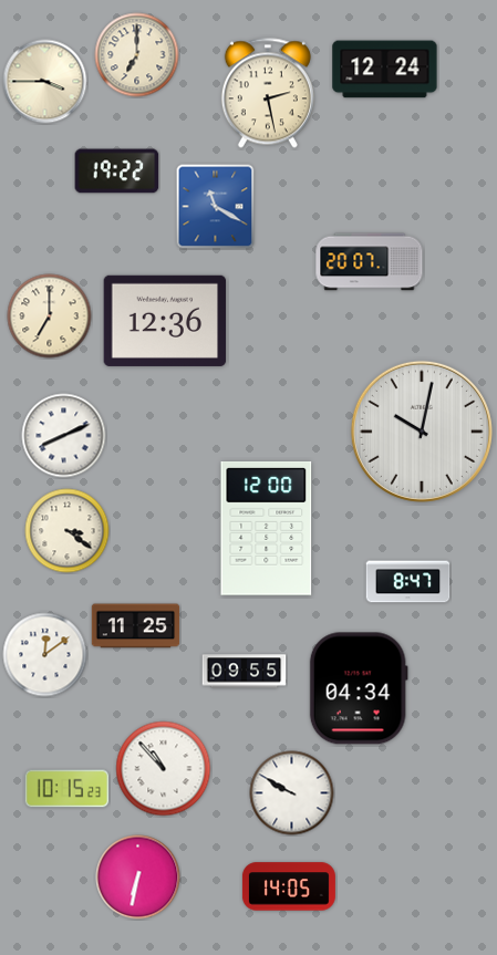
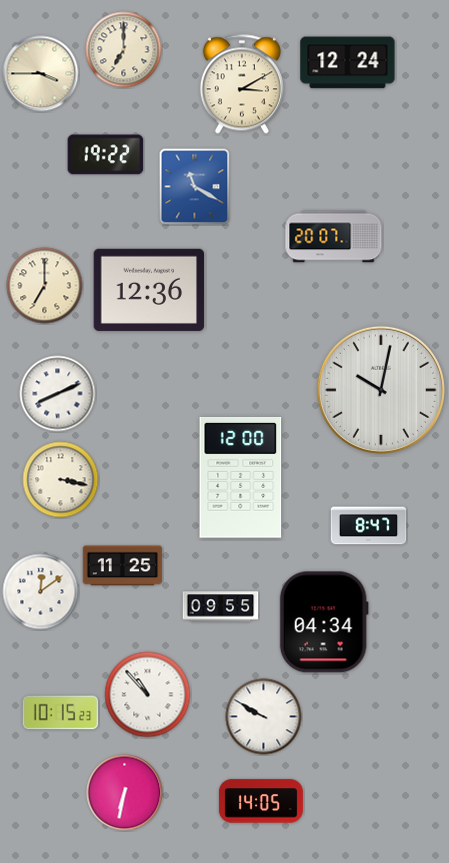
clock at (268, 93): 2:28 -> 3:10
clock at (68, 531): 3:21 -> 3:17
